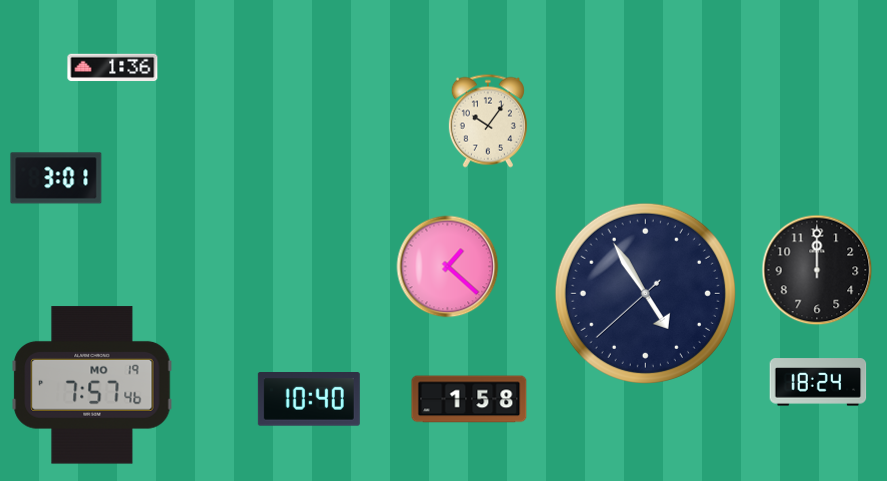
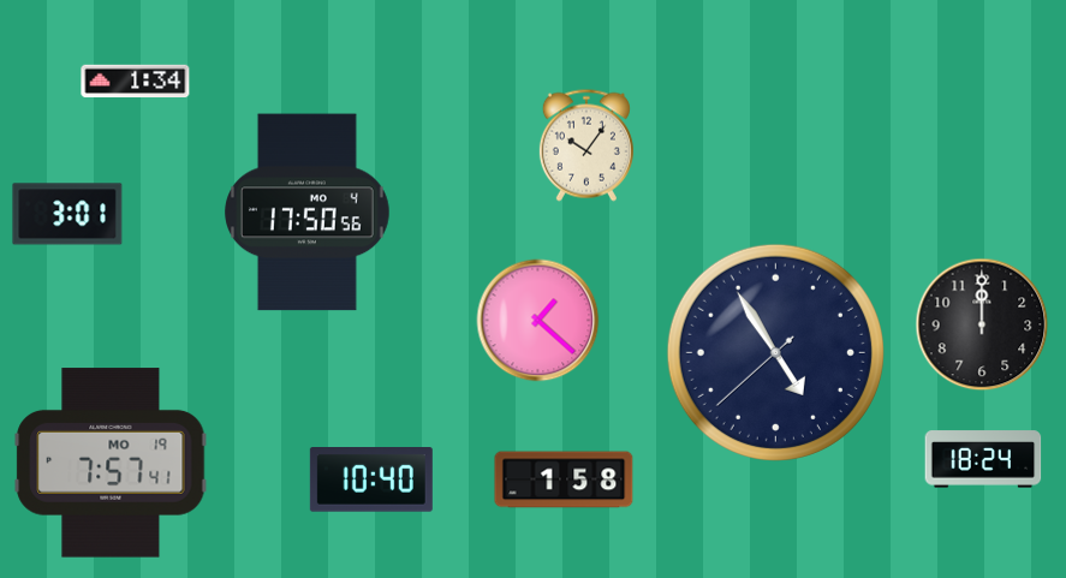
clock at (113, 68): 1:36 -> 1:34
clock at (308, 213): none -> 17:50
clock at (92, 385): 7:57:46 -> 7:57:41
